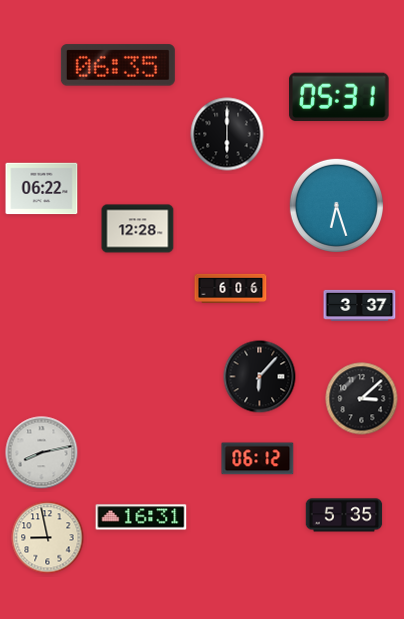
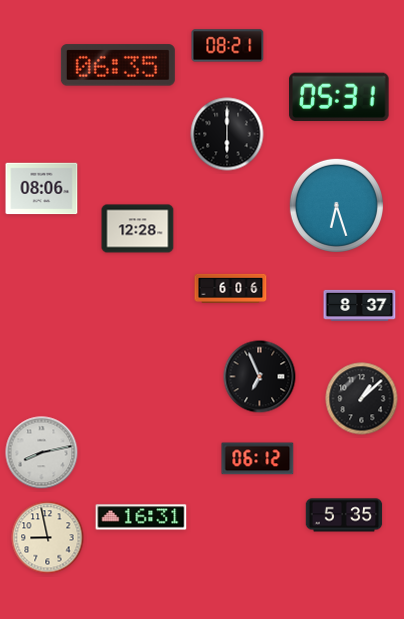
clock at (228, 46): none -> 08:21
clock at (42, 189): 06:22 -> 08:06
clock at (360, 305): 3:37 -> 8:37
clock at (260, 377): 6:07 -> 6:56
clock at (362, 399): 3:08 -> 1:08
